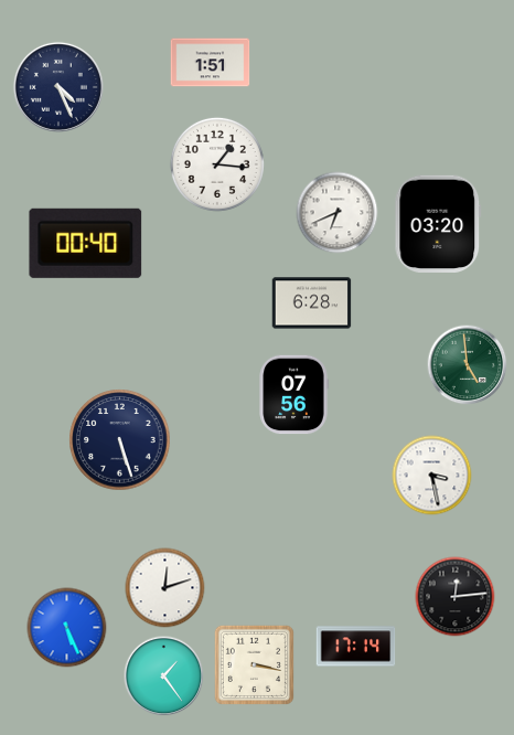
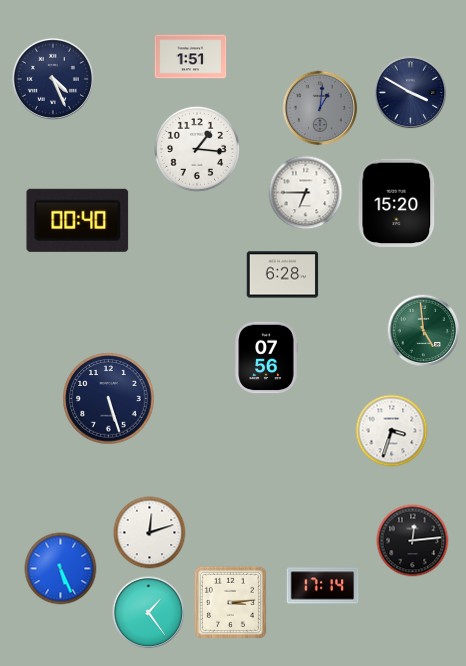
clock at (411, 93): none -> 3:50
clock at (320, 108): none -> 1:01
clock at (338, 213): 6:41 -> 6:45
clock at (438, 224): 03:20 -> 15:20
clock at (432, 476): 3:28 -> 3:33
clock at (254, 664): 3:17 -> 3:14
